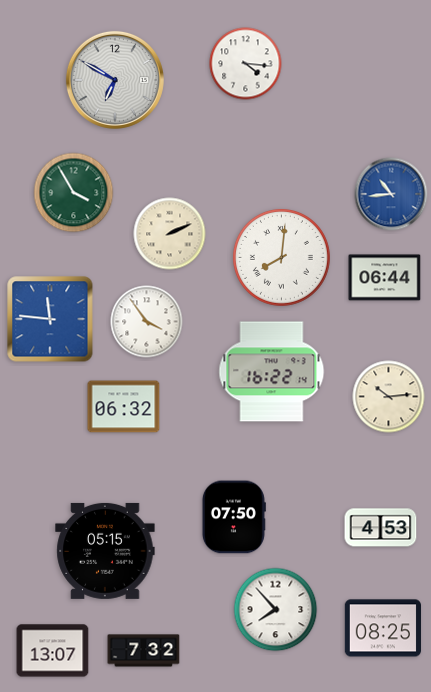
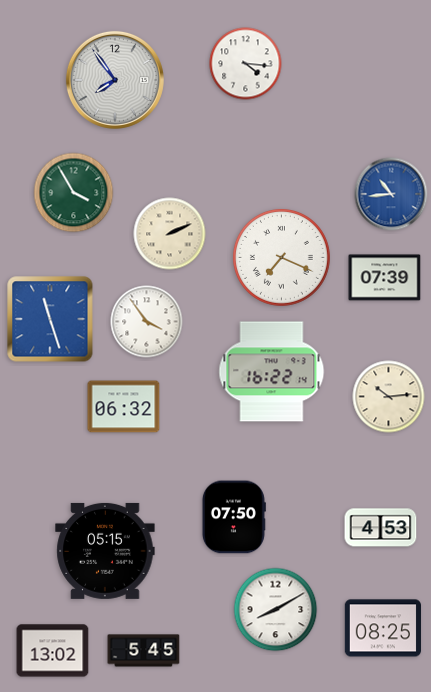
clock at (115, 80): 6:50 -> 7:54
clock at (281, 257): 8:01 -> 7:19
clock at (385, 278): 06:44 -> 07:39
clock at (50, 319): 11:46 -> 11:27
clock at (276, 610): 7:53 -> 8:10
clock at (53, 651): 13:07 -> 13:02
clock at (144, 651): 7:32 -> 5:45
